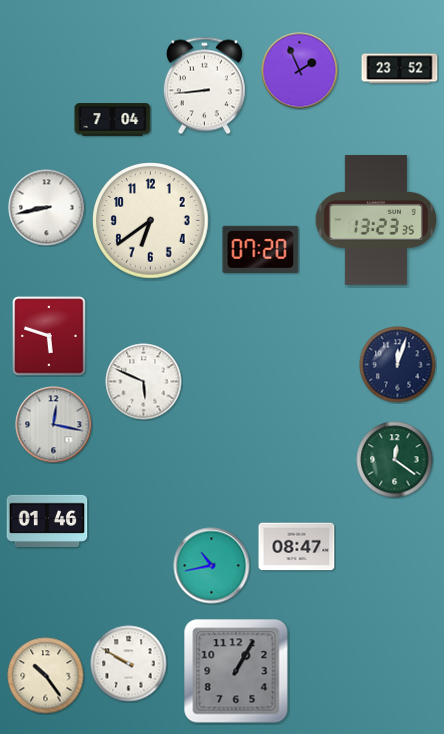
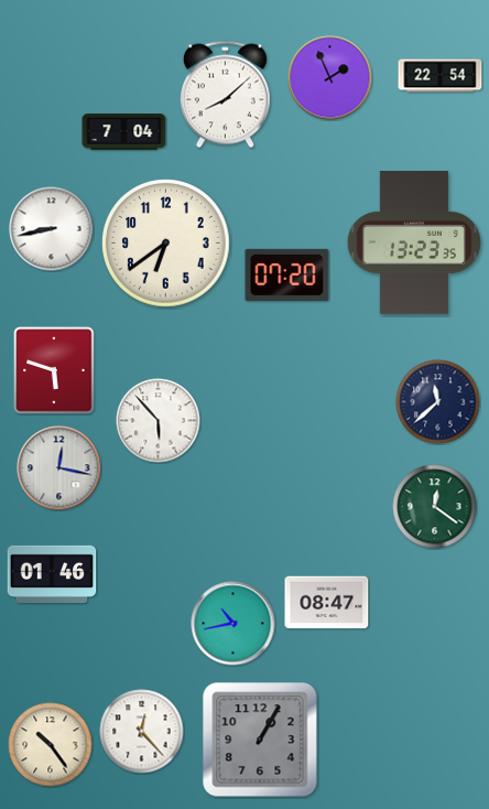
clock at (400, 69): 23:52 -> 22:54
clock at (204, 86): 8:44 -> 8:08
clock at (398, 365): 12:03 -> 11:38
clock at (144, 382): 5:49 -> 5:53
clock at (129, 664): 9:50 -> 12:23
